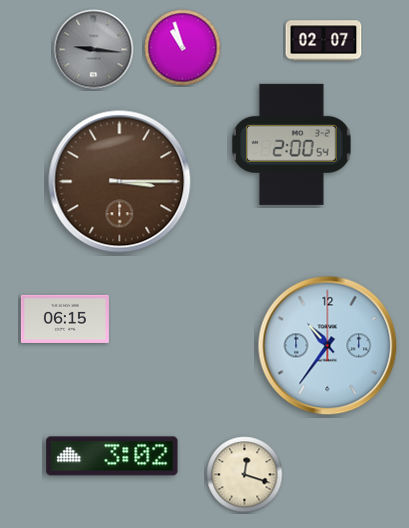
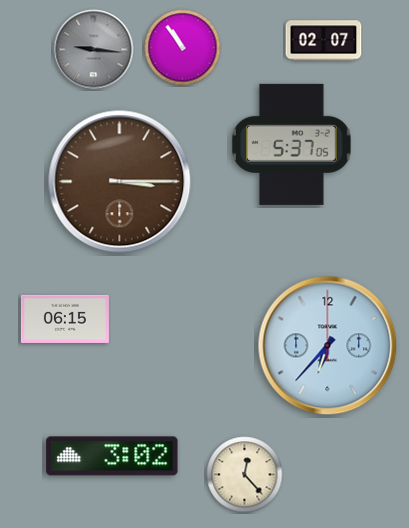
clock at (183, 48): 10:57 -> 10:54
clock at (292, 144): 2:00 -> 5:37
clock at (328, 346): 10:36 -> 6:37
clock at (245, 475): 12:18 -> 12:23
